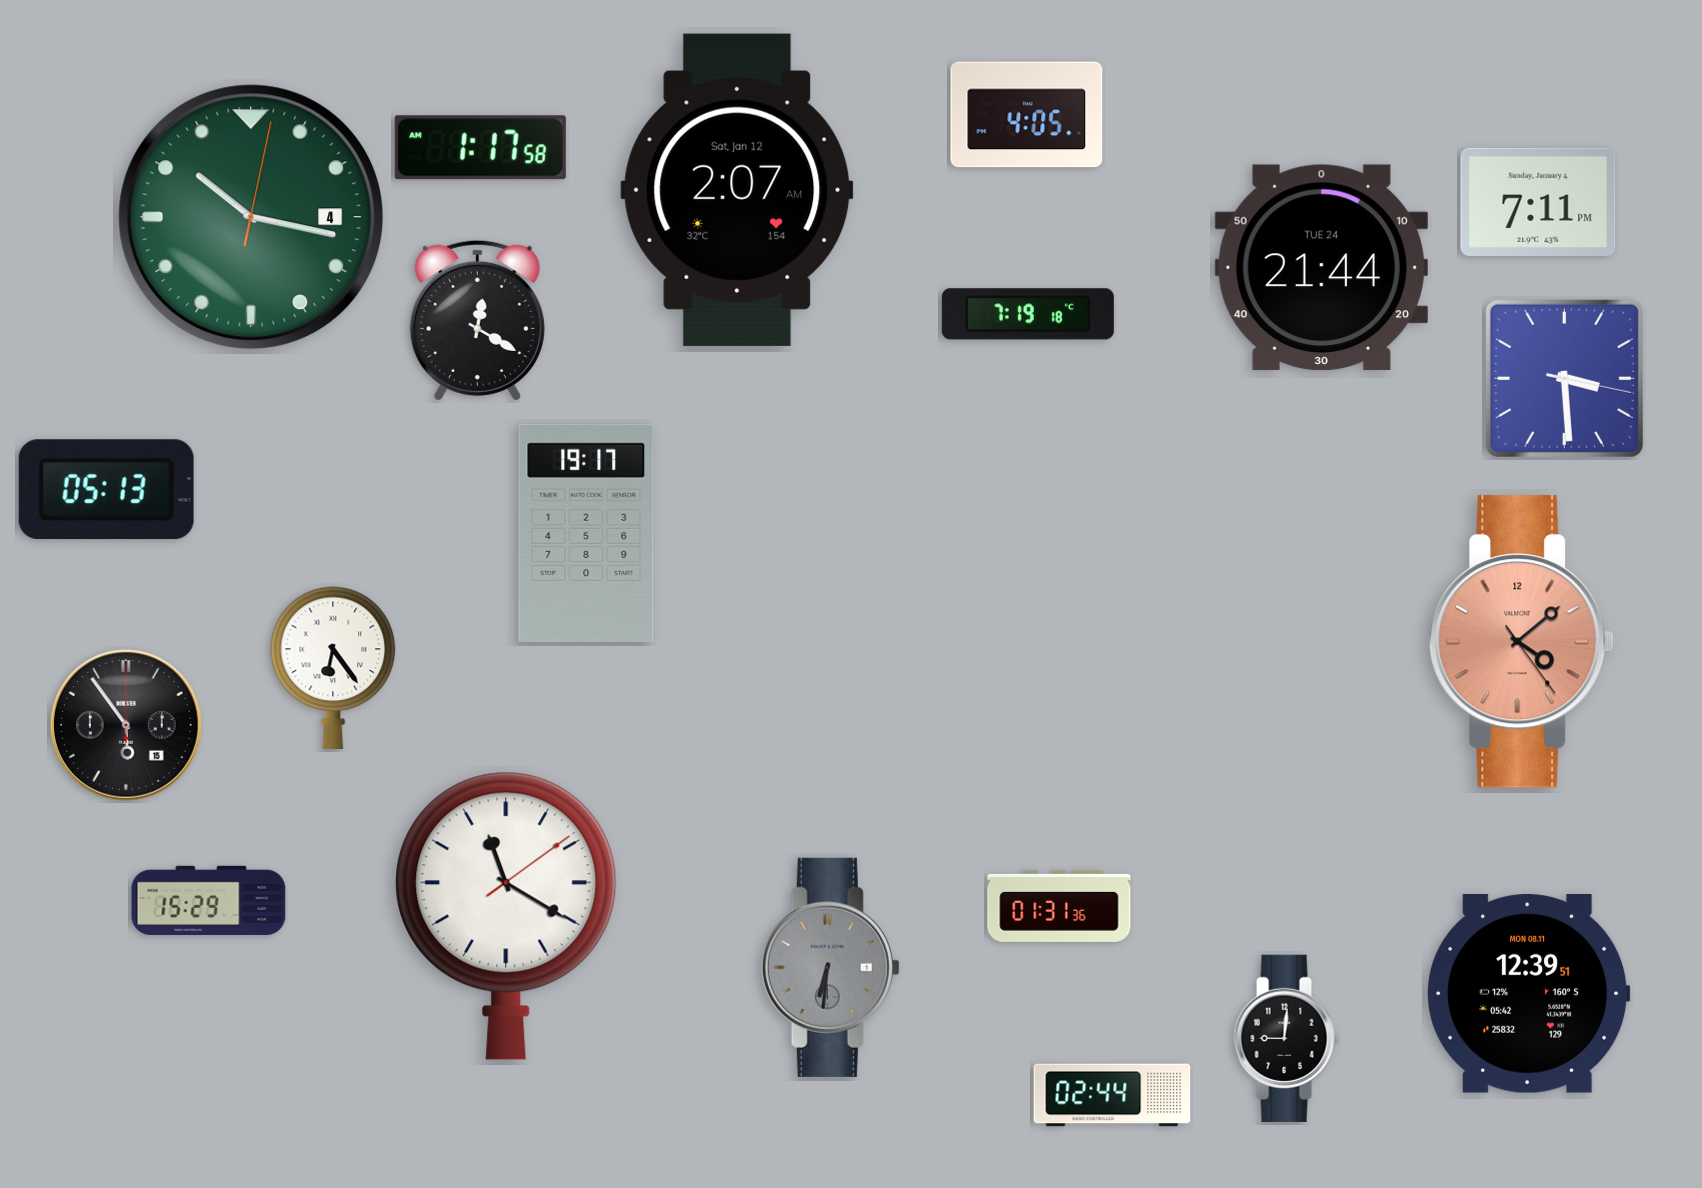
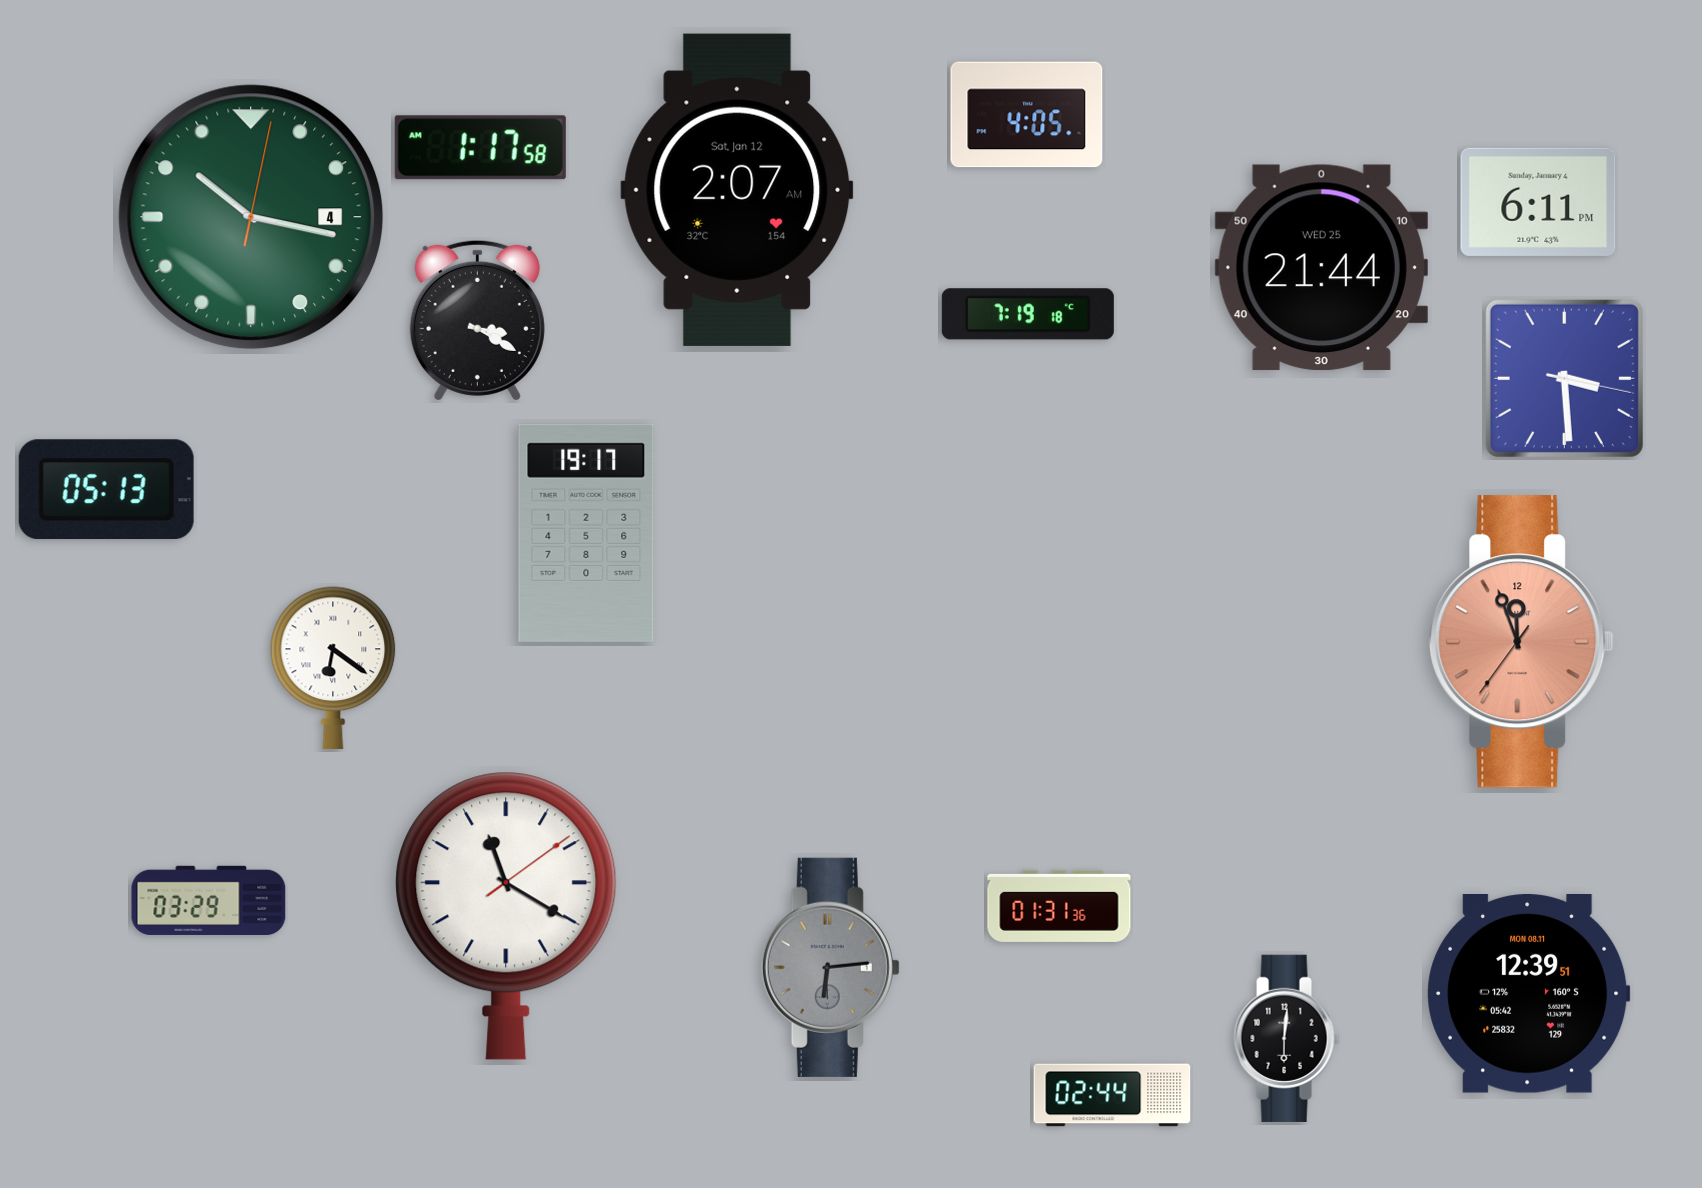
clock at (1538, 202): 7:11 -> 6:11
clock at (1321, 268) date: TUE 24 -> WED 25
clock at (477, 320): 12:20 -> 3:20
clock at (1522, 642): 4:08 -> 11:56
clock at (333, 668): 6:24 -> 6:21
clock at (127, 726): 5:54 -> none
clock at (209, 900): 15:29 -> 03:29
clock at (830, 967): 6:31 -> 6:14
clock at (1287, 1038): 9:01 -> 6:01
